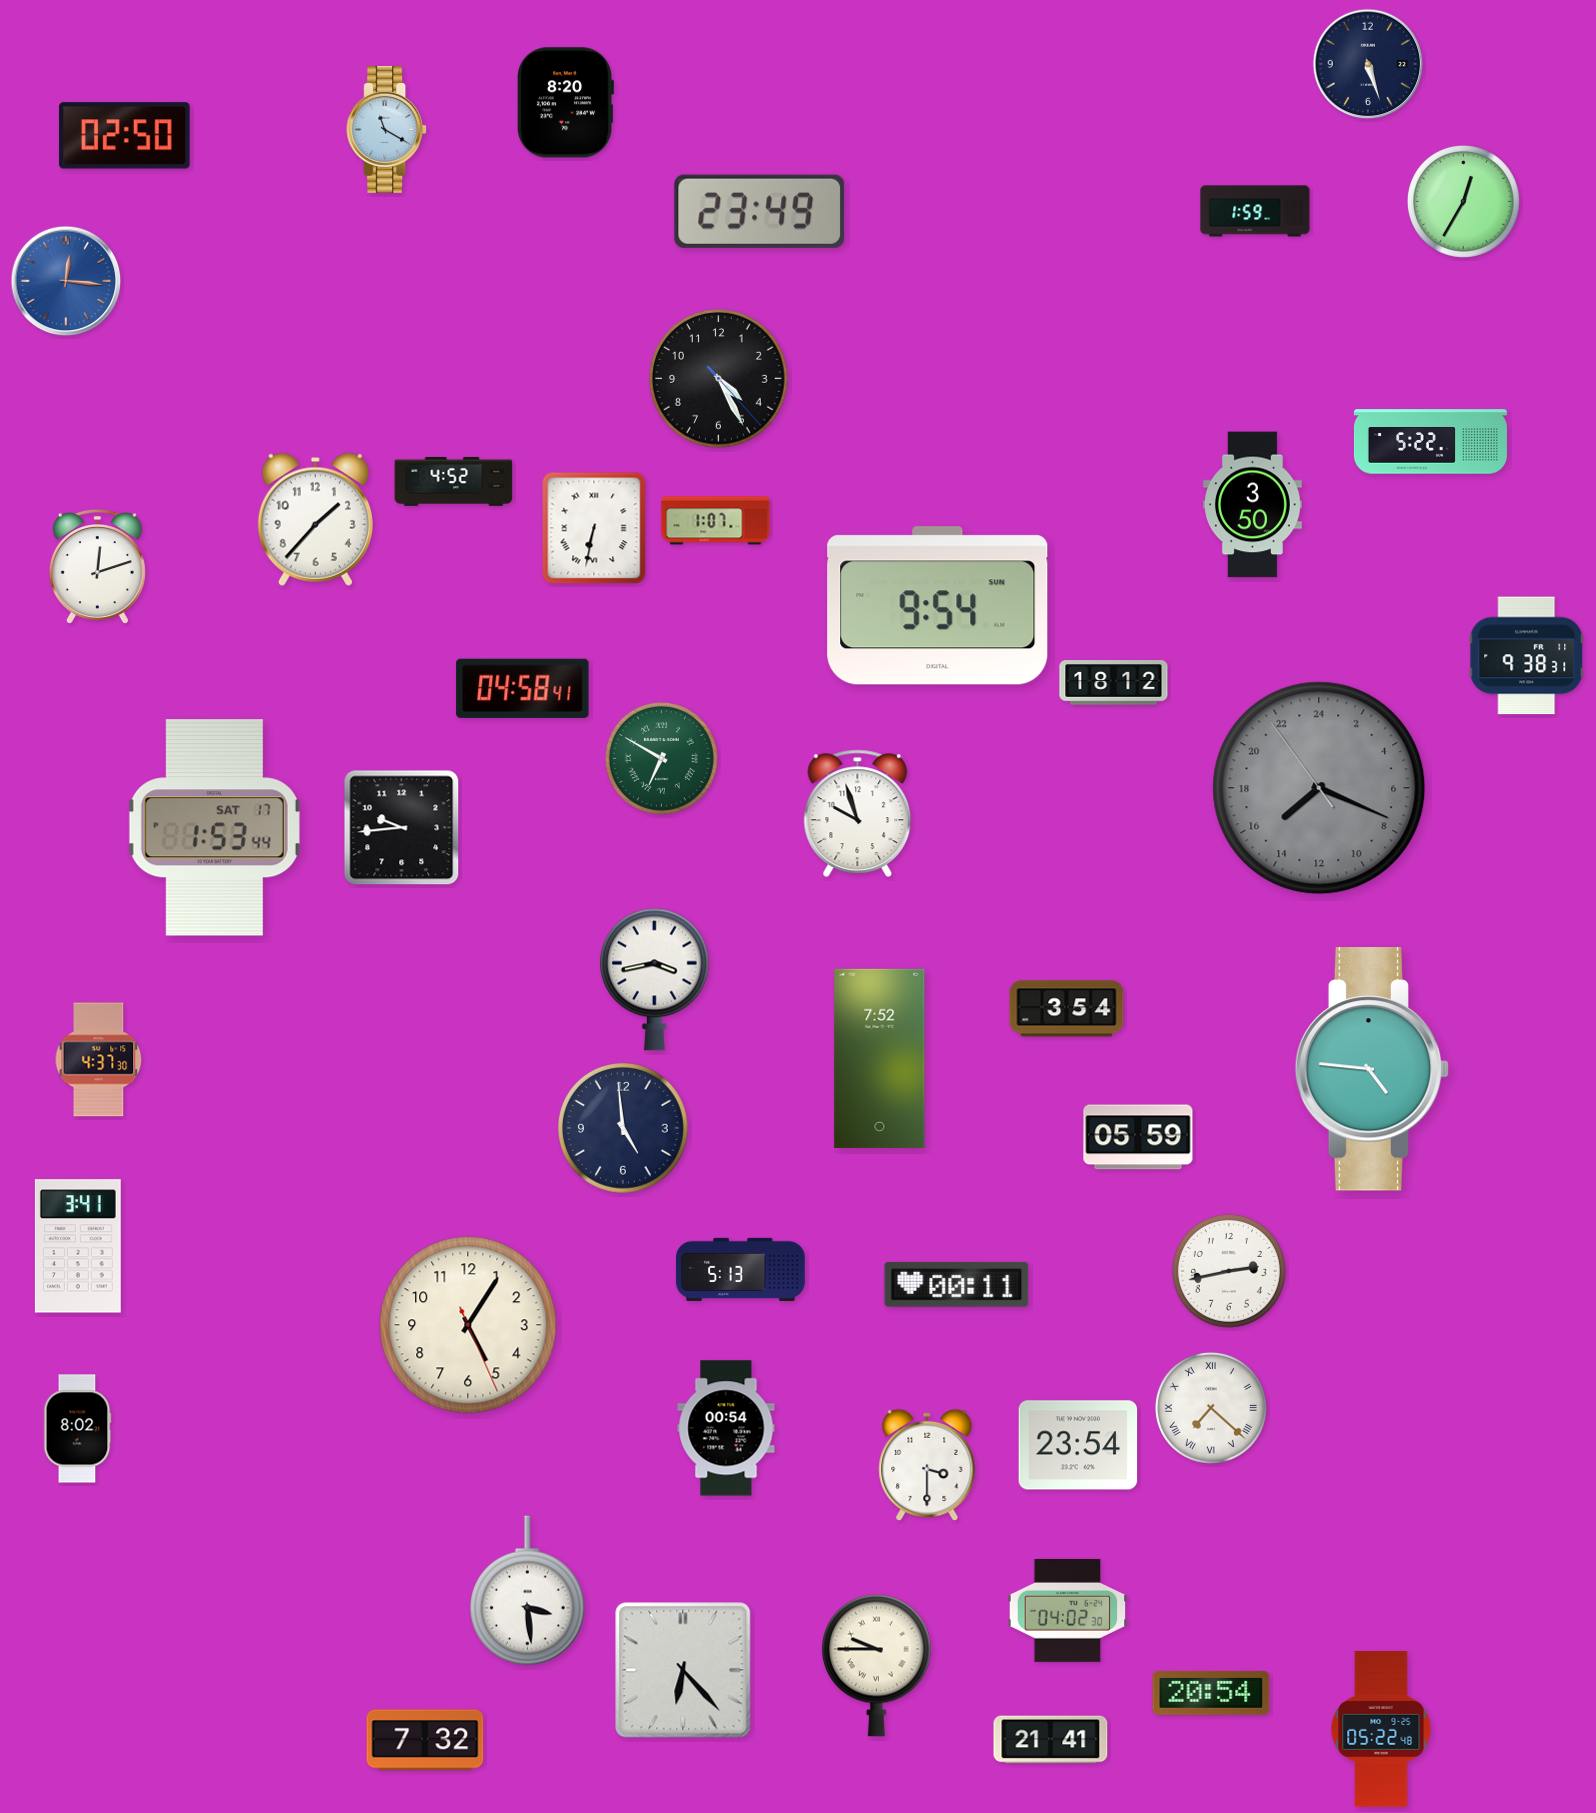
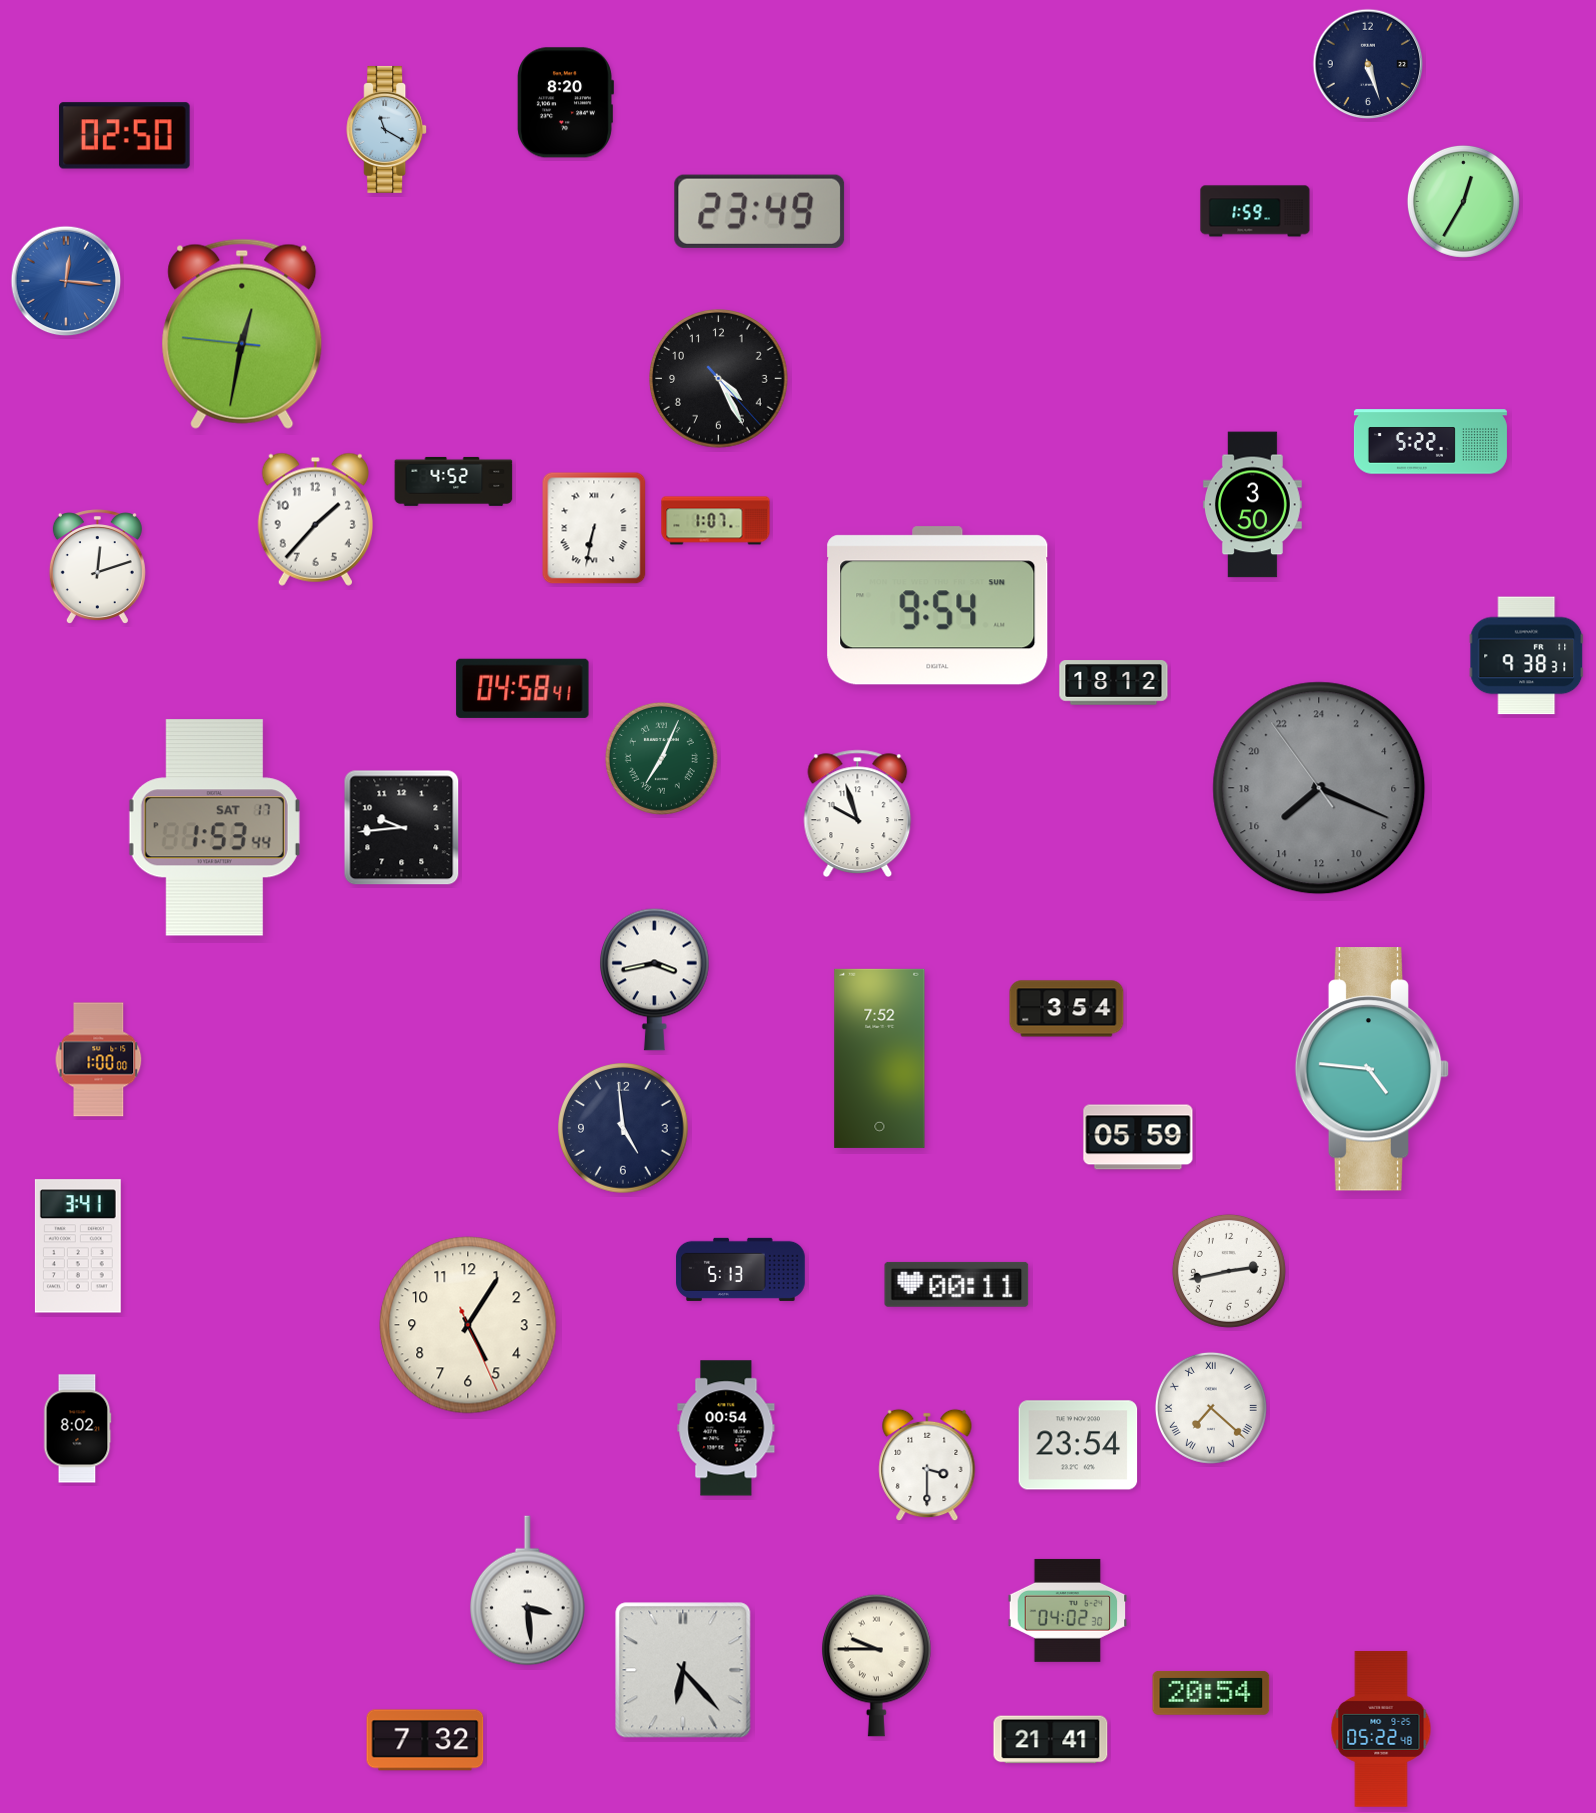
clock at (242, 334): none -> 12:31
clock at (661, 758): 6:50 -> 7:04
clock at (99, 1060): 4:37 -> 1:00
